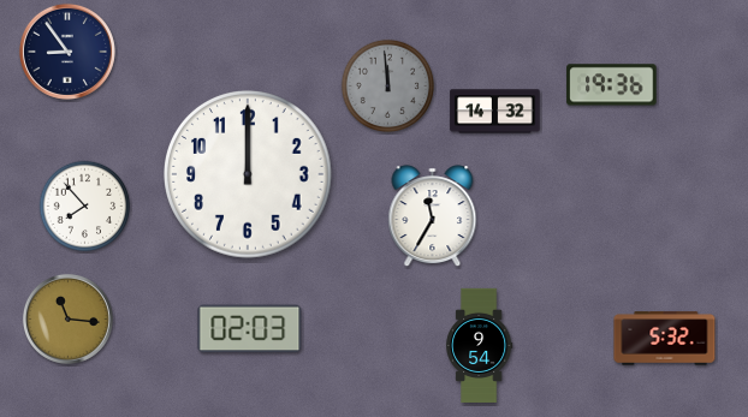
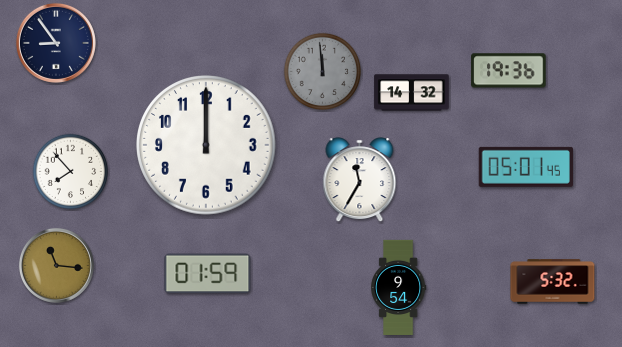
clock at (526, 167): none -> 05:01
clock at (250, 329): 02:03 -> 01:59
